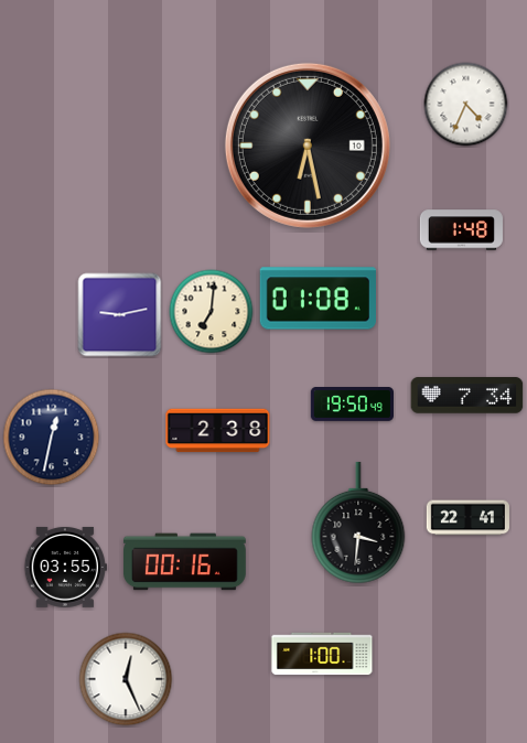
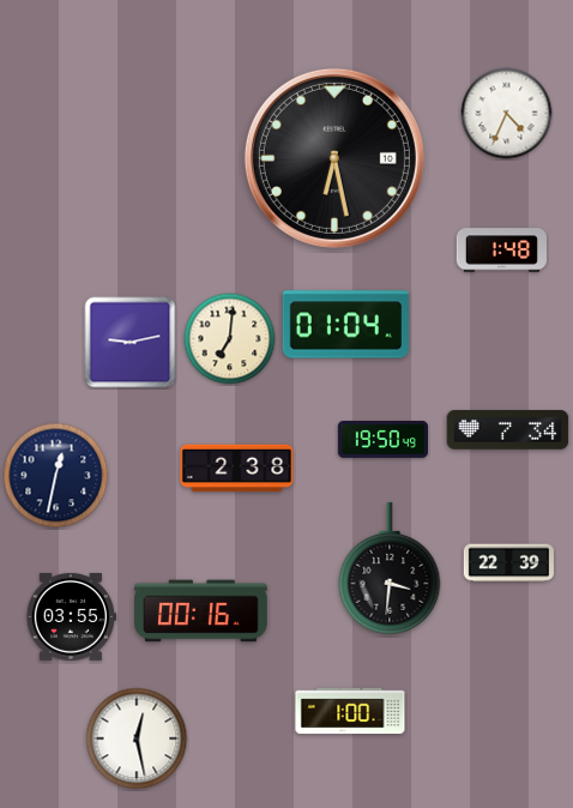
clock at (318, 299): 01:08 -> 01:04
clock at (467, 518): 22:41 -> 22:39
clock at (126, 679): 12:26 -> 12:28
